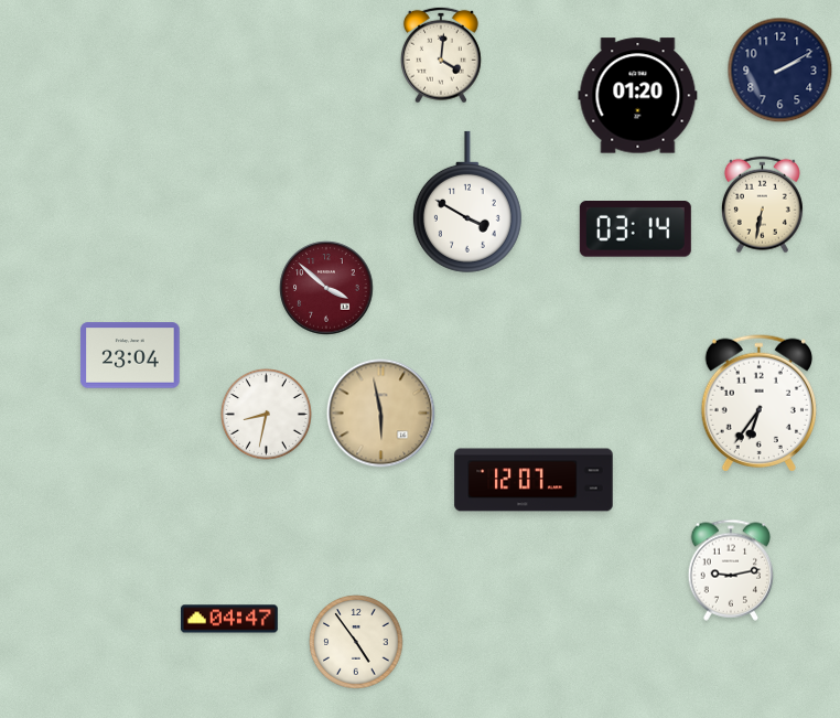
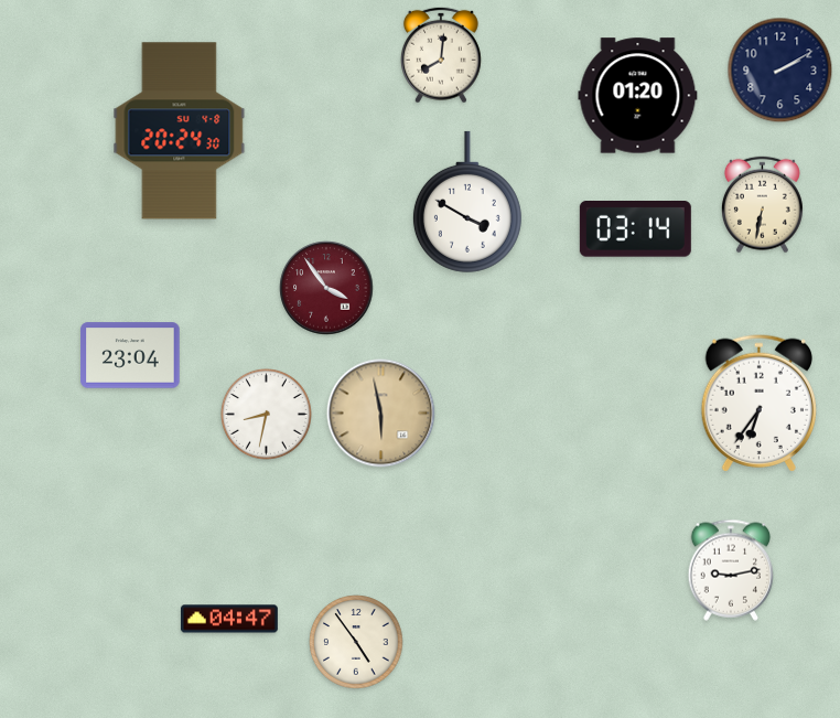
clock at (442, 55): 4:01 -> 8:01
clock at (180, 131): none -> 20:24
clock at (326, 288): 3:52 -> 3:54
clock at (534, 480): 12:07 -> none
